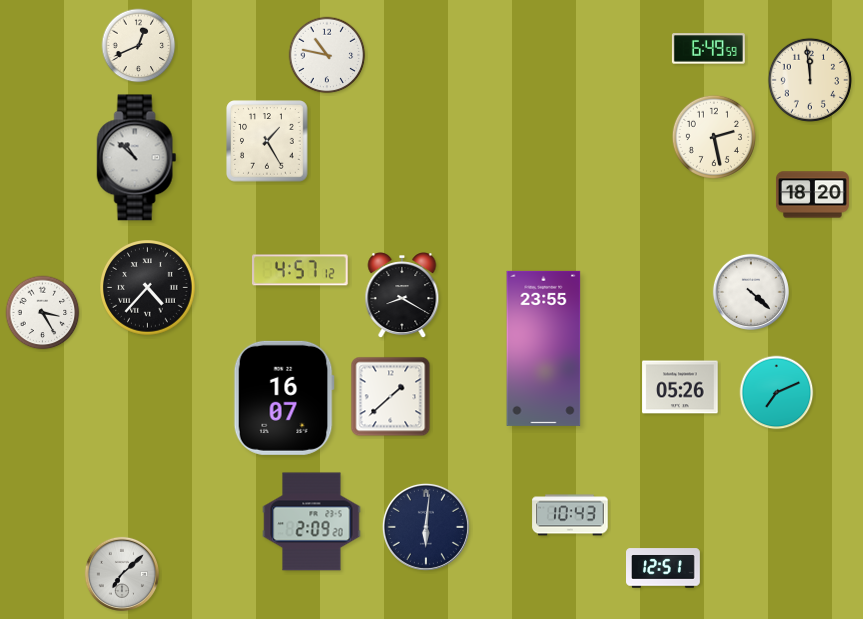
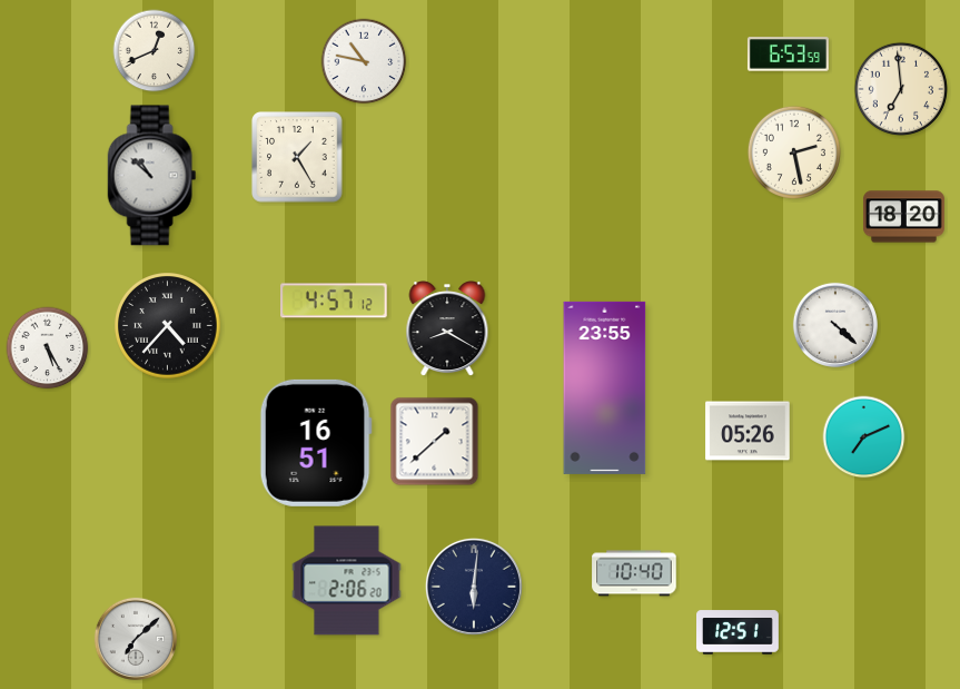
clock at (708, 49): 6:49 -> 6:53
clock at (810, 80): 11:59 -> 6:59
clock at (148, 288) position: (148, 288) -> (168, 326)
clock at (43, 313): 3:25 -> 5:25
clock at (680, 387) position: (680, 387) -> (748, 431)
clock at (284, 398): 16:07 -> 16:51
clock at (570, 515): 10:43 -> 10:40
clock at (312, 522): 2:09 -> 2:06
